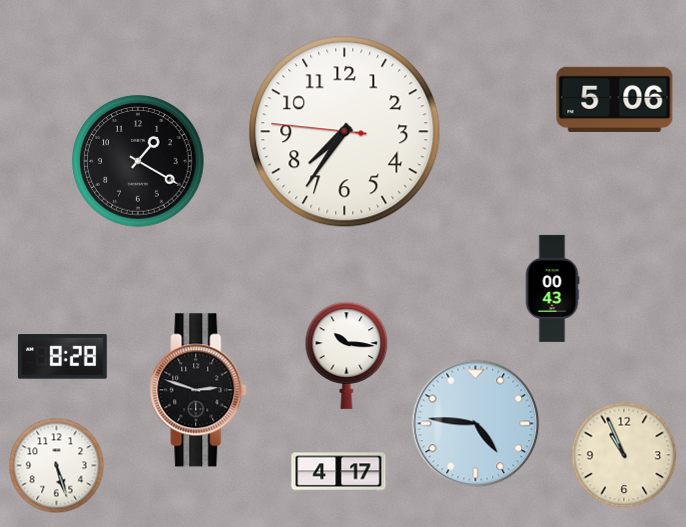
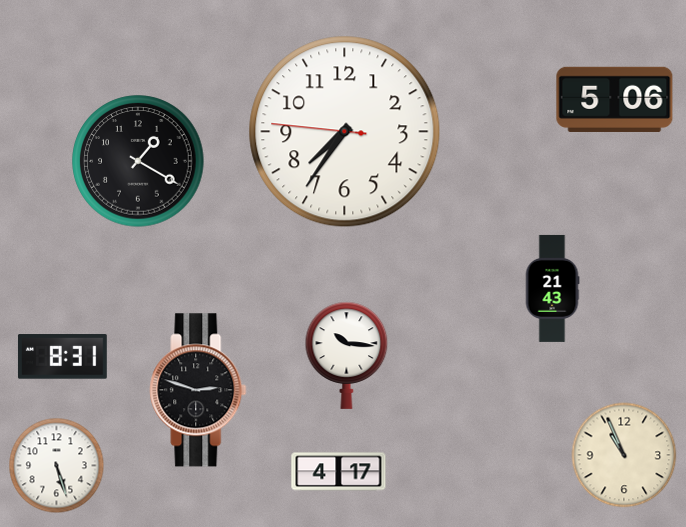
clock at (552, 288): 00:43 -> 21:43
clock at (62, 357): 8:28 -> 8:31
clock at (476, 424): 4:46 -> none
